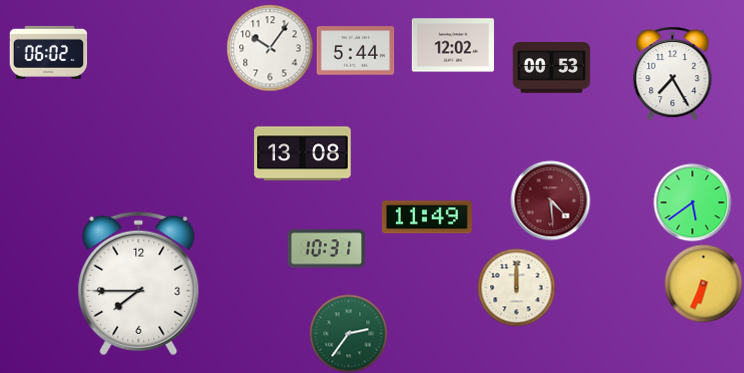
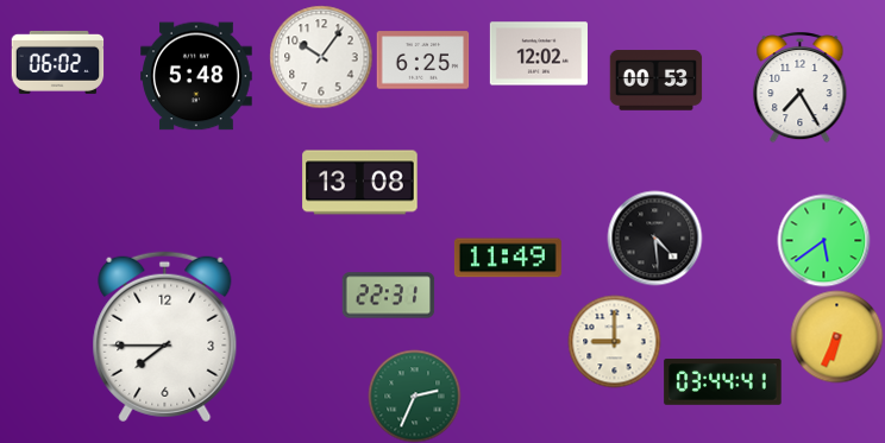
clock at (355, 51): 5:44 -> 6:25
clock at (196, 76): none -> 5:48
clock at (550, 200) dial: burgundy -> black
clock at (326, 249): 10:31 -> 22:31
clock at (516, 287): 12:00 -> 9:00
clock at (723, 382): none -> 03:44
clock at (348, 333): 2:36 -> 2:34
